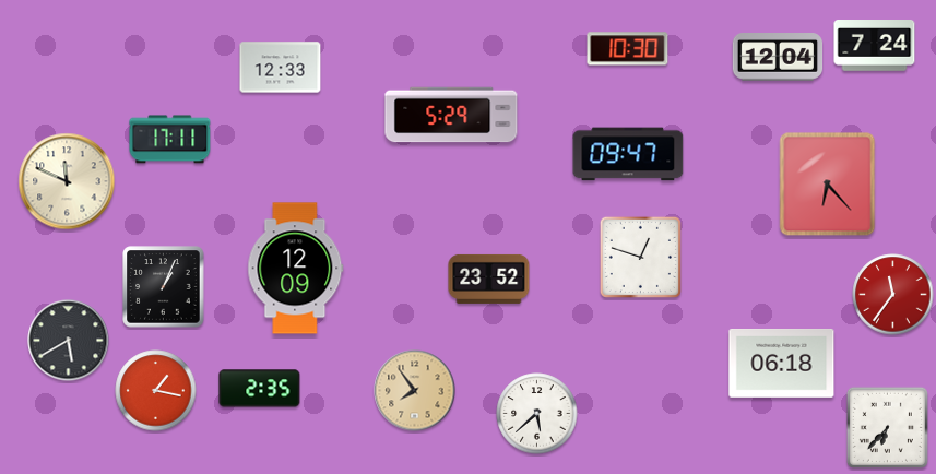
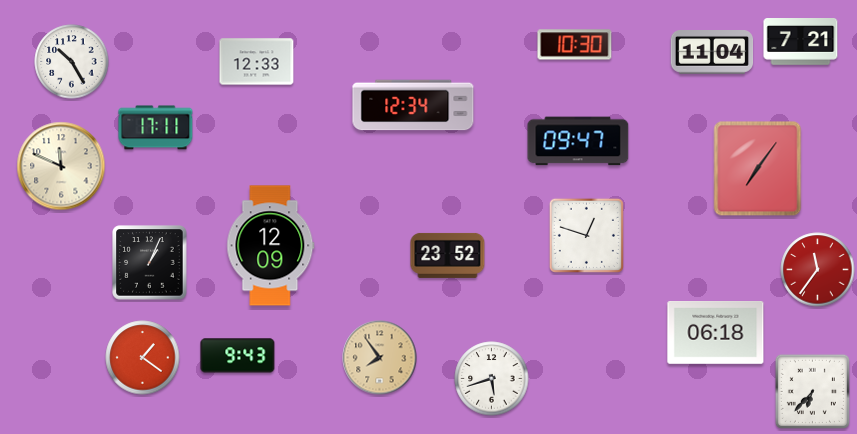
clock at (875, 46): 7:24 -> 7:21
clock at (778, 58): 12:04 -> 11:04
clock at (72, 62): none -> 10:25
clock at (451, 115): 5:29 -> 12:34
clock at (628, 154) position: (628, 154) -> (578, 141)
clock at (828, 185): 6:23 -> 7:06
clock at (69, 341): 5:40 -> none
clock at (260, 389): 2:35 -> 9:43
clock at (156, 391): 1:17 -> 1:21
clock at (537, 414): 5:38 -> 5:42
